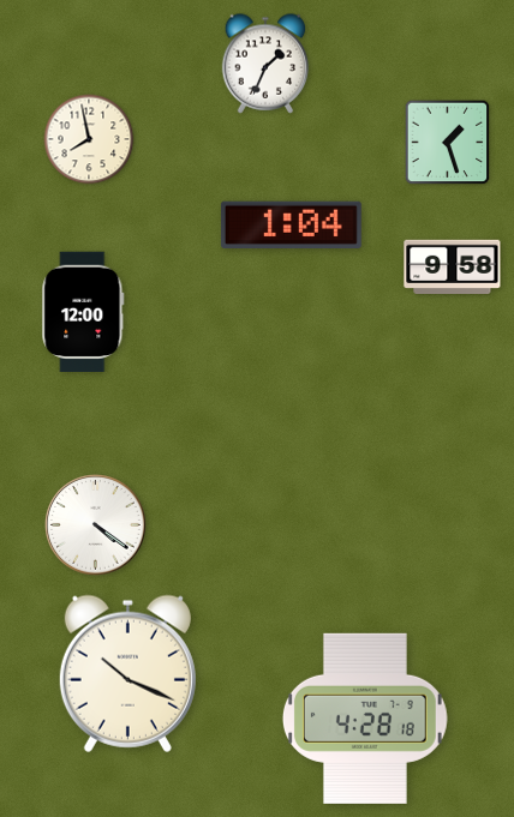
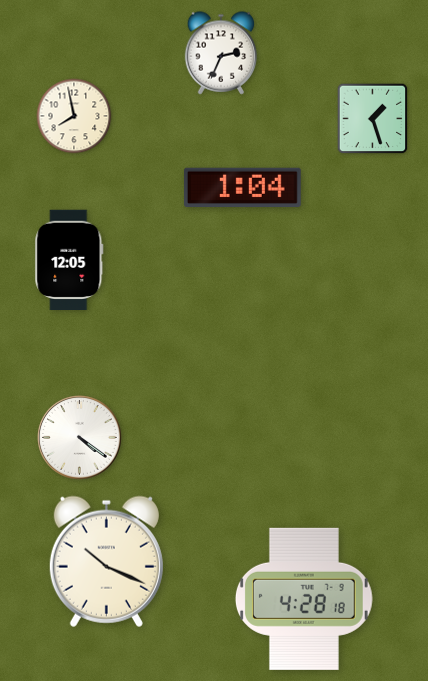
clock at (265, 64): 1:34 -> 2:34
clock at (453, 266): 9:58 -> none
clock at (83, 311): 12:00 -> 12:05
